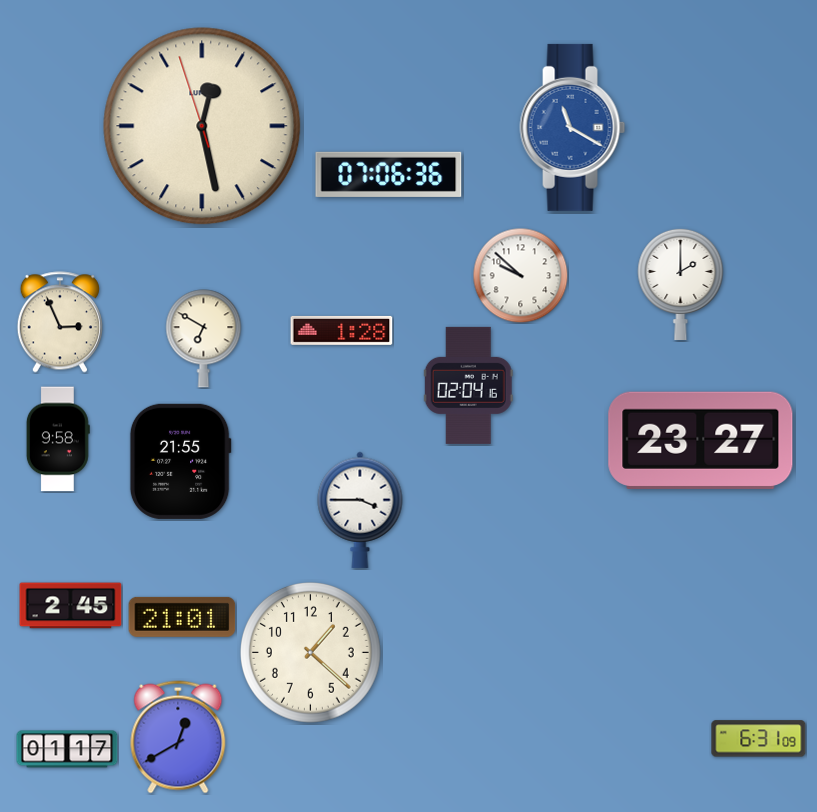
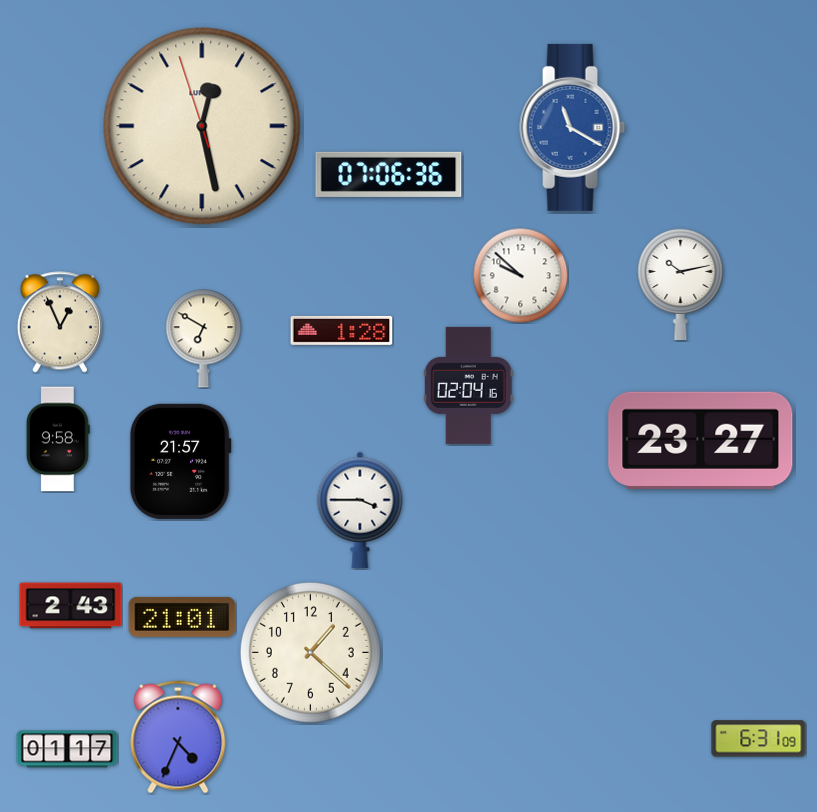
clock at (681, 283): 2:00 -> 10:13
clock at (60, 322): 2:56 -> 12:56
clock at (180, 461): 21:55 -> 21:57
clock at (71, 606): 2:45 -> 2:43
clock at (178, 737): 12:40 -> 4:34
